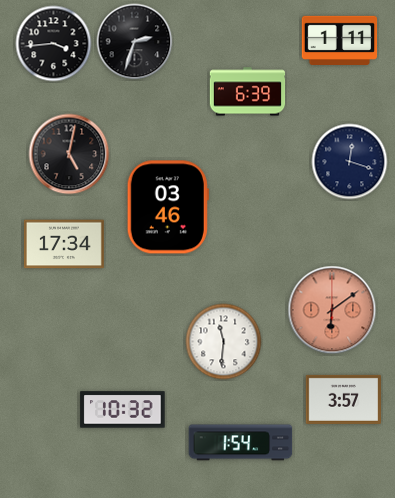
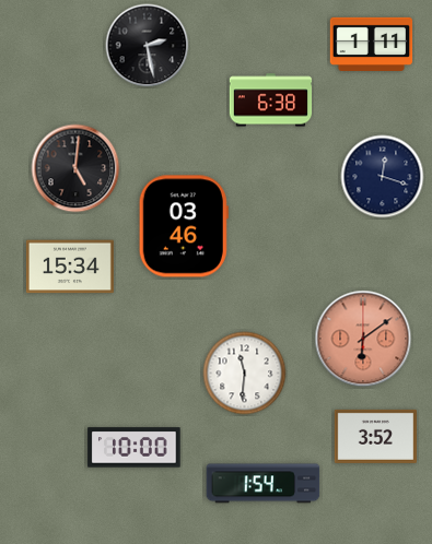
clock at (135, 42): 2:33 -> 2:28
clock at (54, 44): 3:44 -> none
clock at (248, 92): 6:39 -> 6:38
clock at (69, 154): 5:02 -> 5:01
clock at (64, 244): 17:34 -> 15:34
clock at (343, 399): 3:57 -> 3:52
clock at (123, 410): 10:32 -> 10:00
